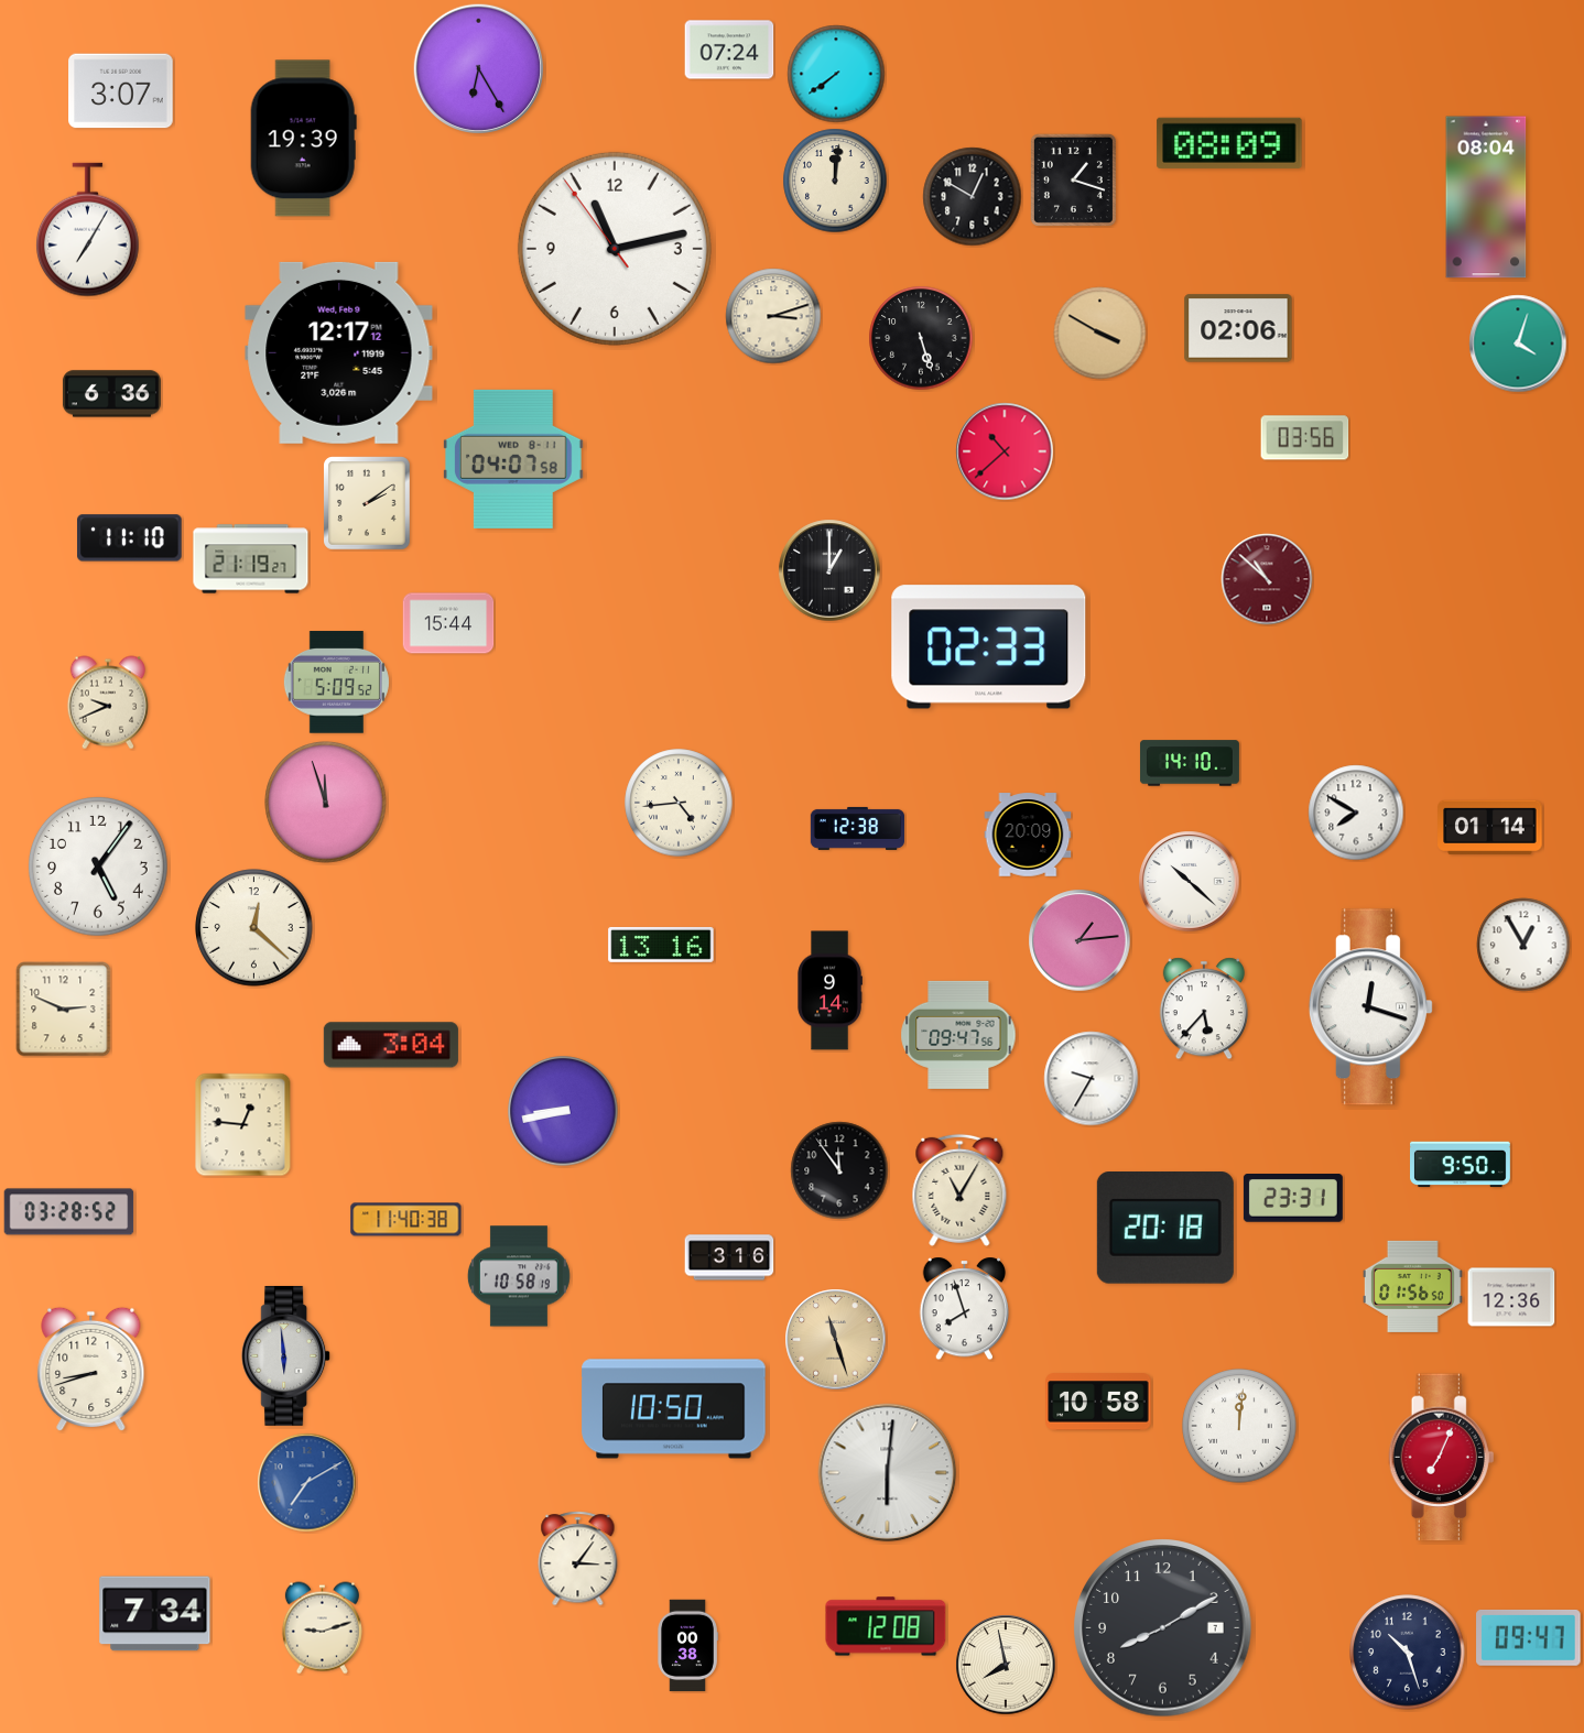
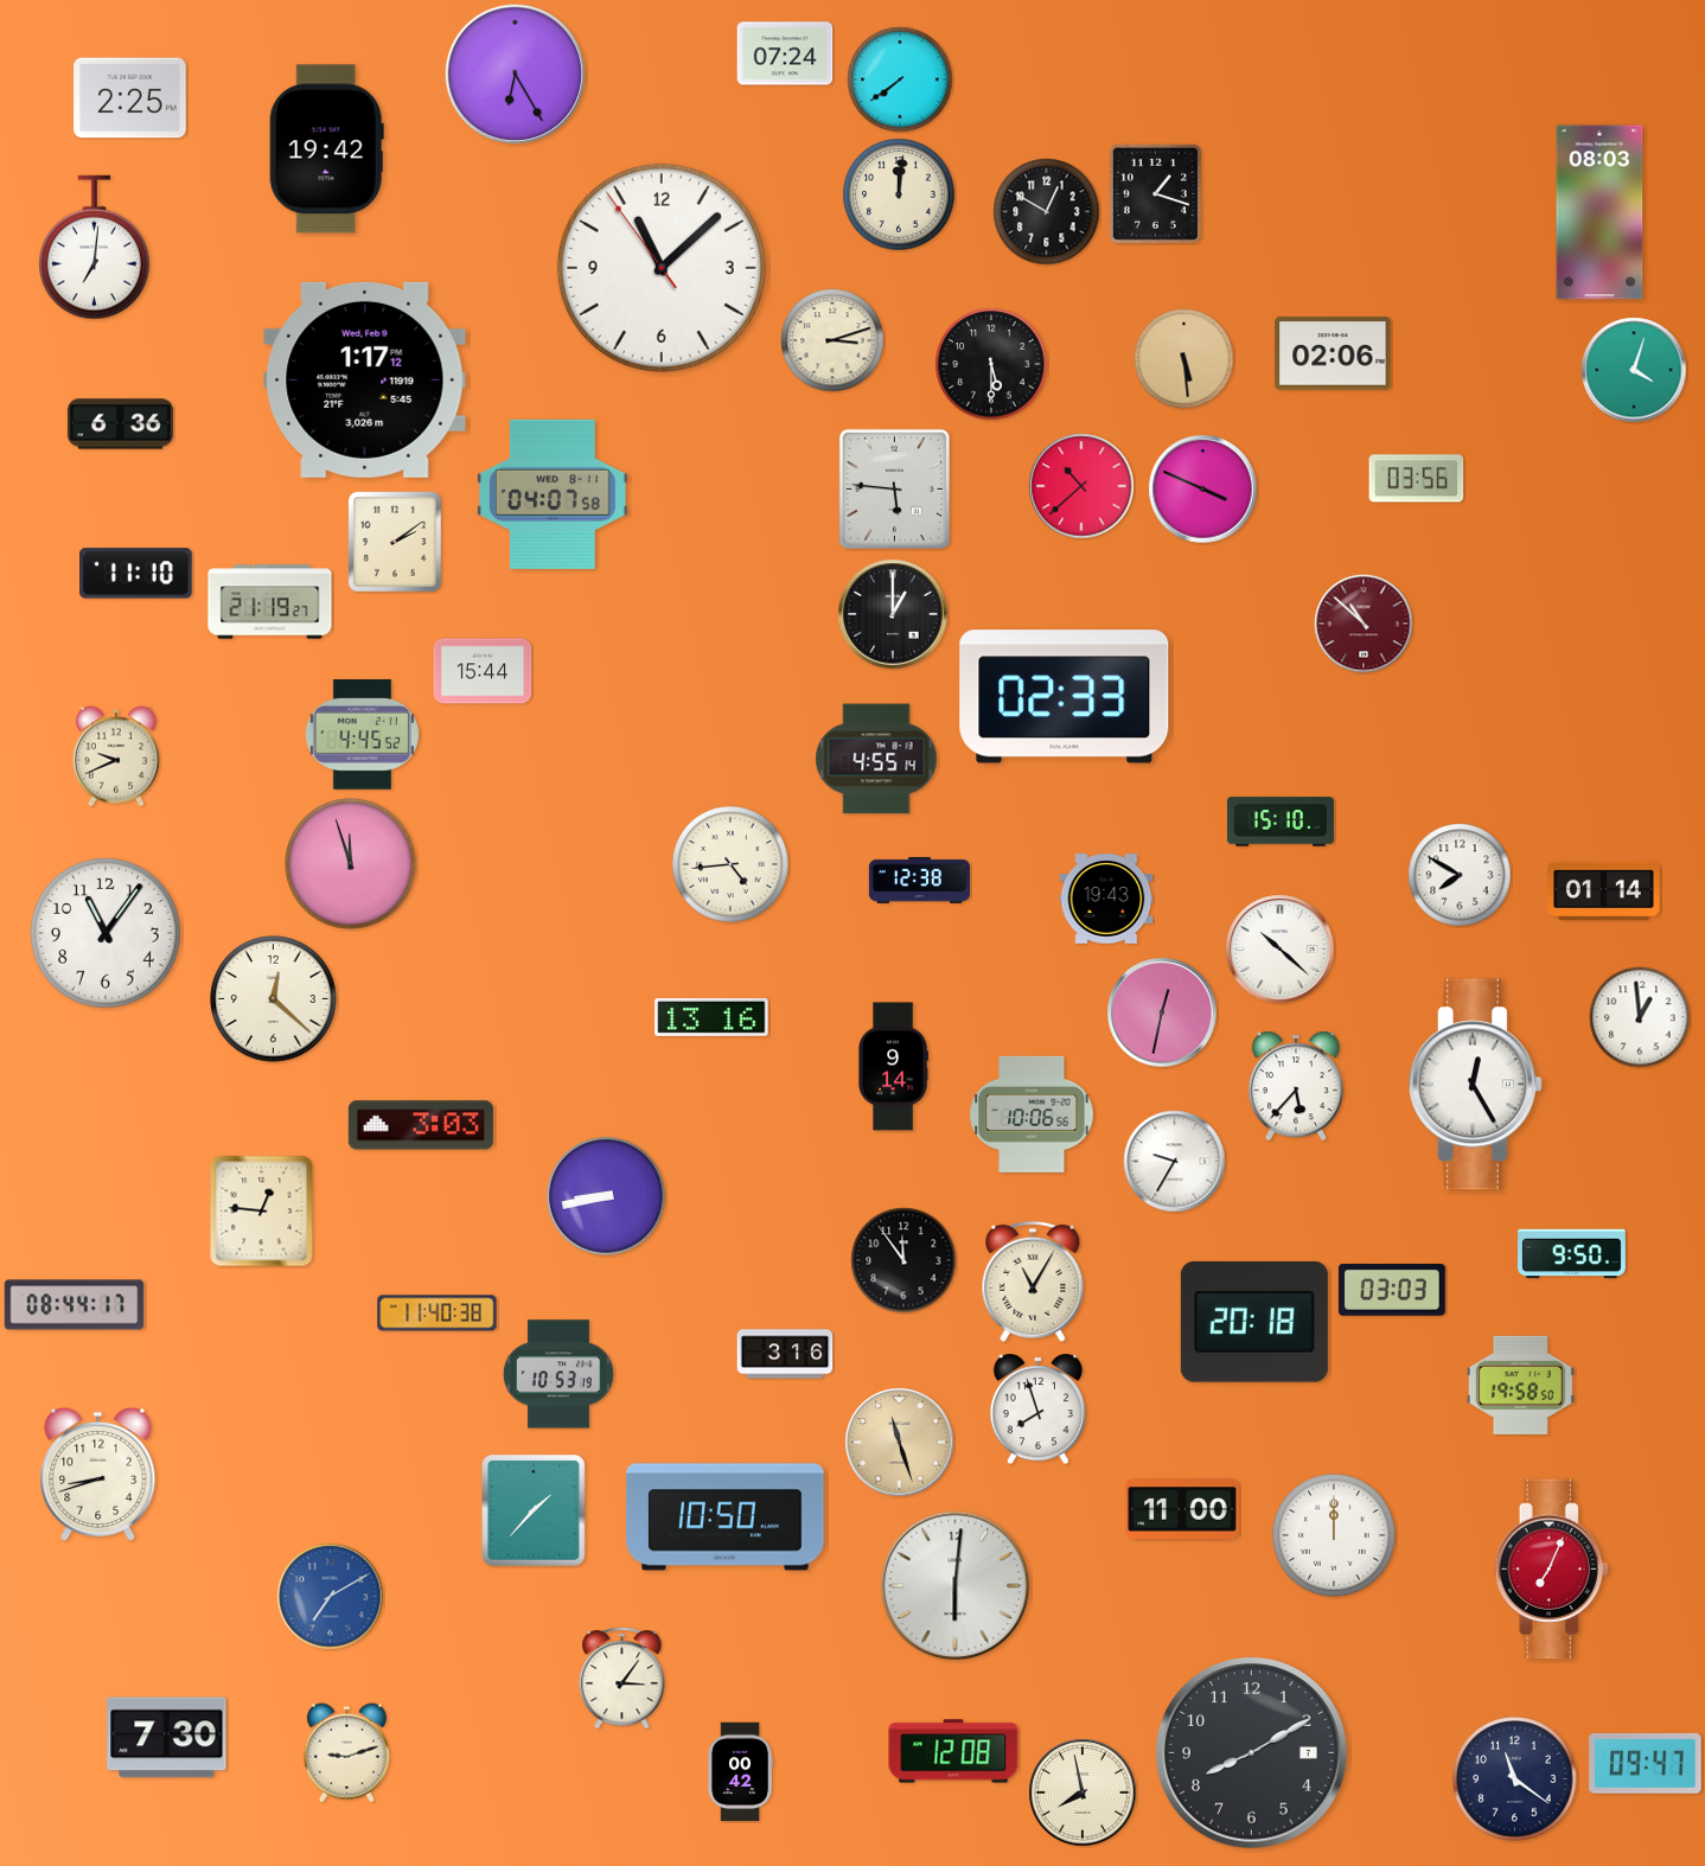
clock at (121, 91): 3:07 -> 2:25
clock at (303, 139): 19:39 -> 19:42
clock at (1229, 143): 08:09 -> none
clock at (1486, 197): 08:04 -> 08:03
clock at (88, 230): 7:05 -> 7:01
clock at (615, 249): 11:12 -> 11:07
clock at (1100, 334): 3:50 -> 5:29
clock at (921, 338): 5:27 -> 5:30
clock at (339, 352): 12:17 -> 1:17
clock at (1305, 438) position: (1305, 438) -> (1417, 479)
clock at (894, 488): none -> 5:46
clock at (1203, 490): none -> 3:49
clock at (130, 538) position: (130, 538) -> (136, 574)
clock at (336, 683): 5:09 -> 4:45
clock at (876, 759): none -> 4:55
clock at (1190, 763): 14:10 -> 15:10
clock at (858, 828) position: (858, 828) -> (920, 880)
clock at (1028, 835): 20:09 -> 19:43
clock at (99, 868): 5:06 -> 11:06
clock at (1079, 940): 1:14 -> 12:32
clock at (1523, 945): 12:55 -> 12:59
clock at (1370, 1007): 12:18 -> 12:25
clock at (64, 1010): 2:49 -> none
clock at (958, 1035): 09:47 -> 10:06
clock at (391, 1045): 3:04 -> 3:03
clock at (1293, 1199): 23:31 -> 03:03
clock at (69, 1212): 03:28 -> 08:44
clock at (519, 1276): 10:58 -> 10:53
clock at (1412, 1286): 01:56 -> 19:58
clock at (1511, 1297): 12:36 -> none
clock at (286, 1355): 5:59 -> none
clock at (1098, 1402): 10:58 -> 11:00
clock at (534, 1510): none -> 1:37
clock at (1239, 1426): 12:01 -> 12:00
clock at (155, 1614): 7:34 -> 7:30
clock at (687, 1646): 00:38 -> 00:42
clock at (1408, 1653): 10:27 -> 11:21
